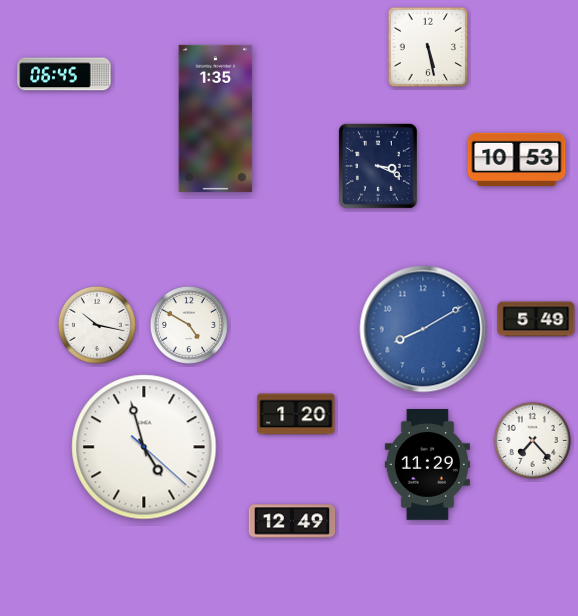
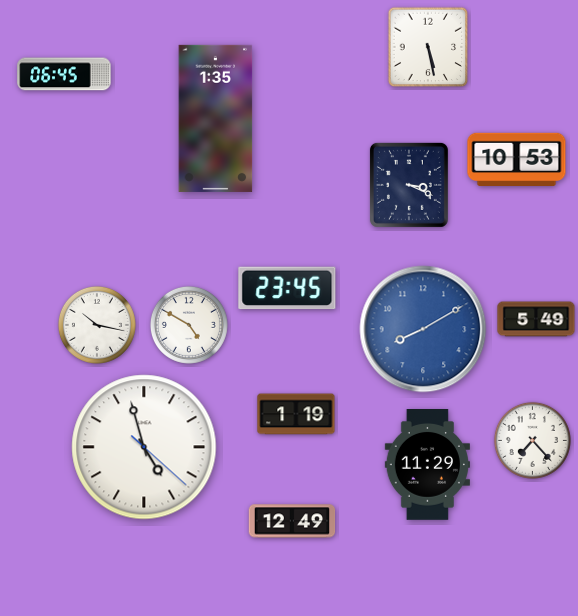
clock at (378, 166) position: (378, 166) -> (409, 185)
clock at (287, 288): none -> 23:45
clock at (296, 414): 1:20 -> 1:19
